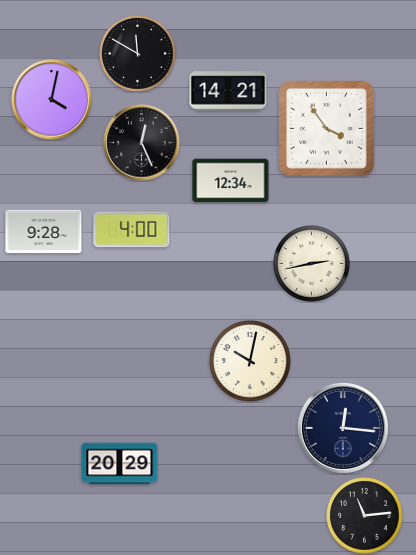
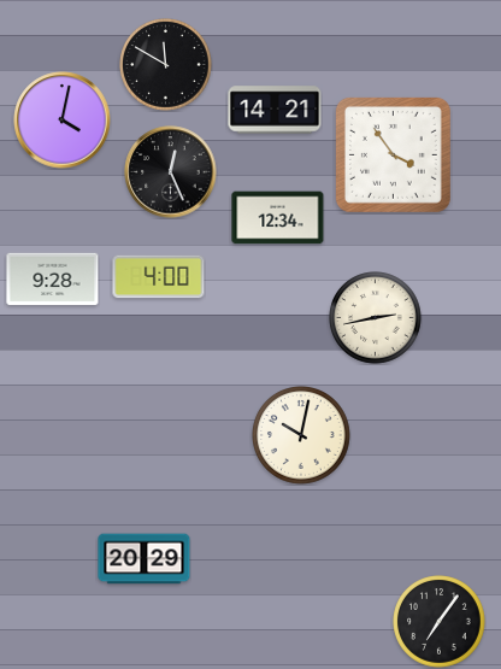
clock at (343, 428): 12:16 -> none
clock at (365, 516): 11:14 -> 7:06
